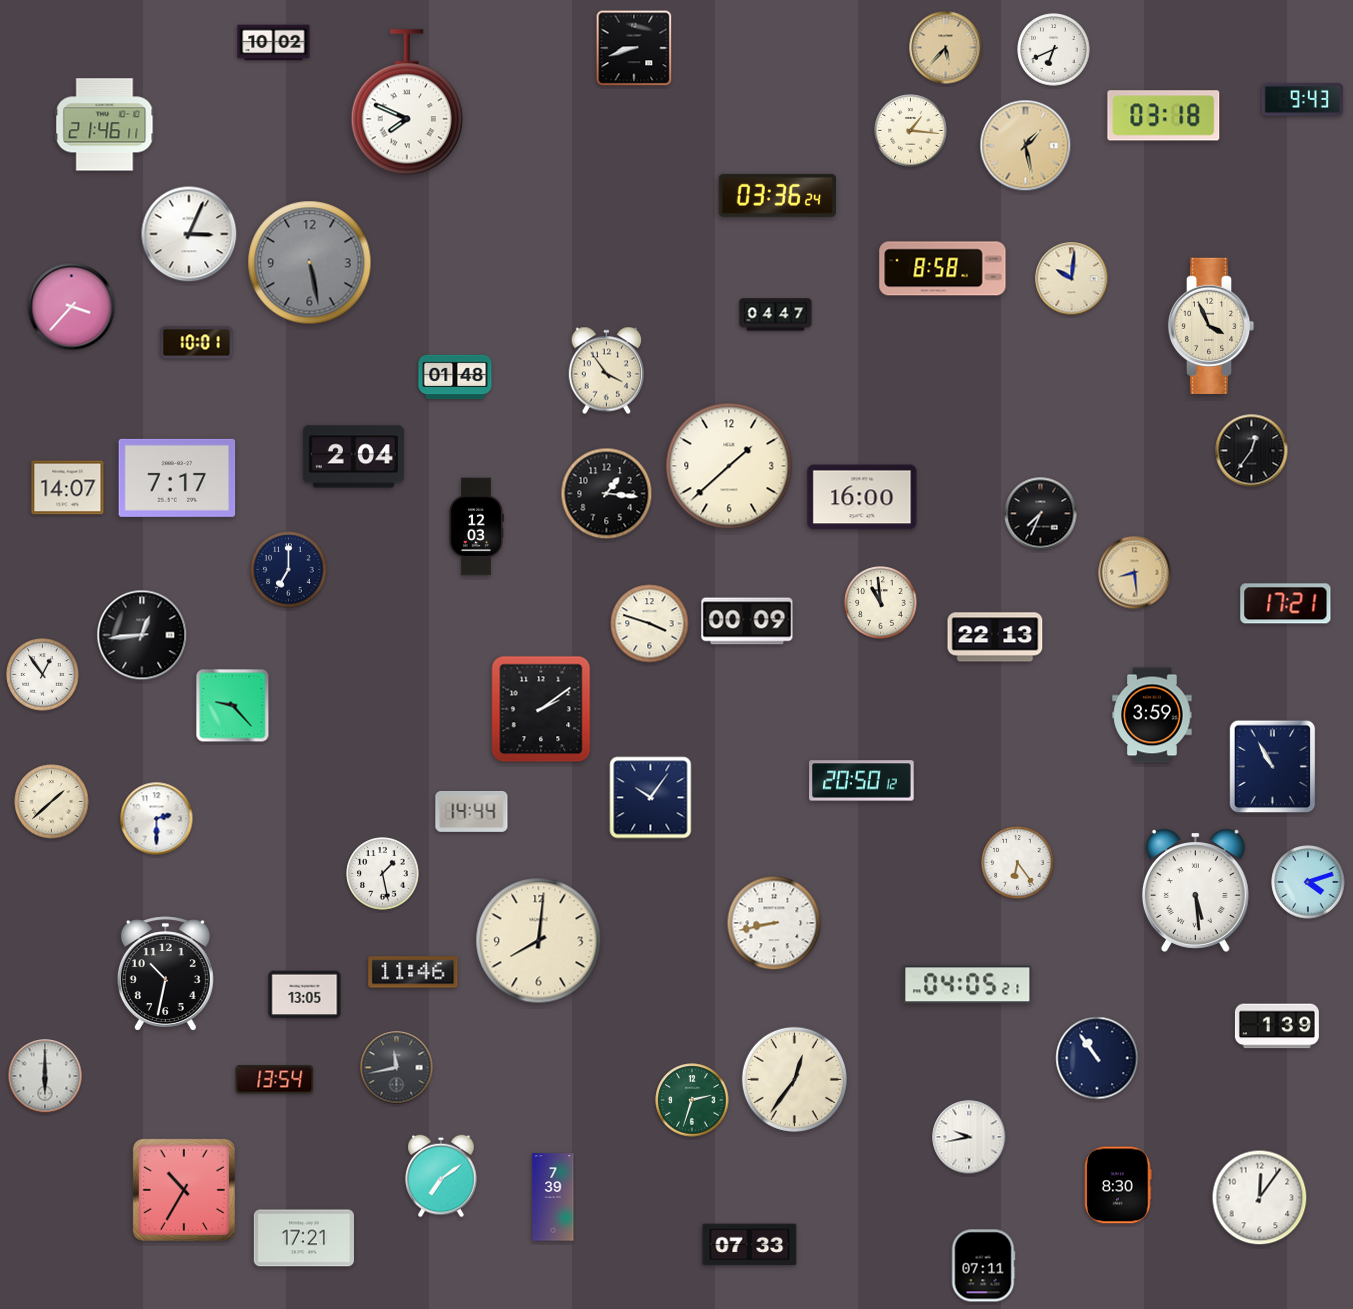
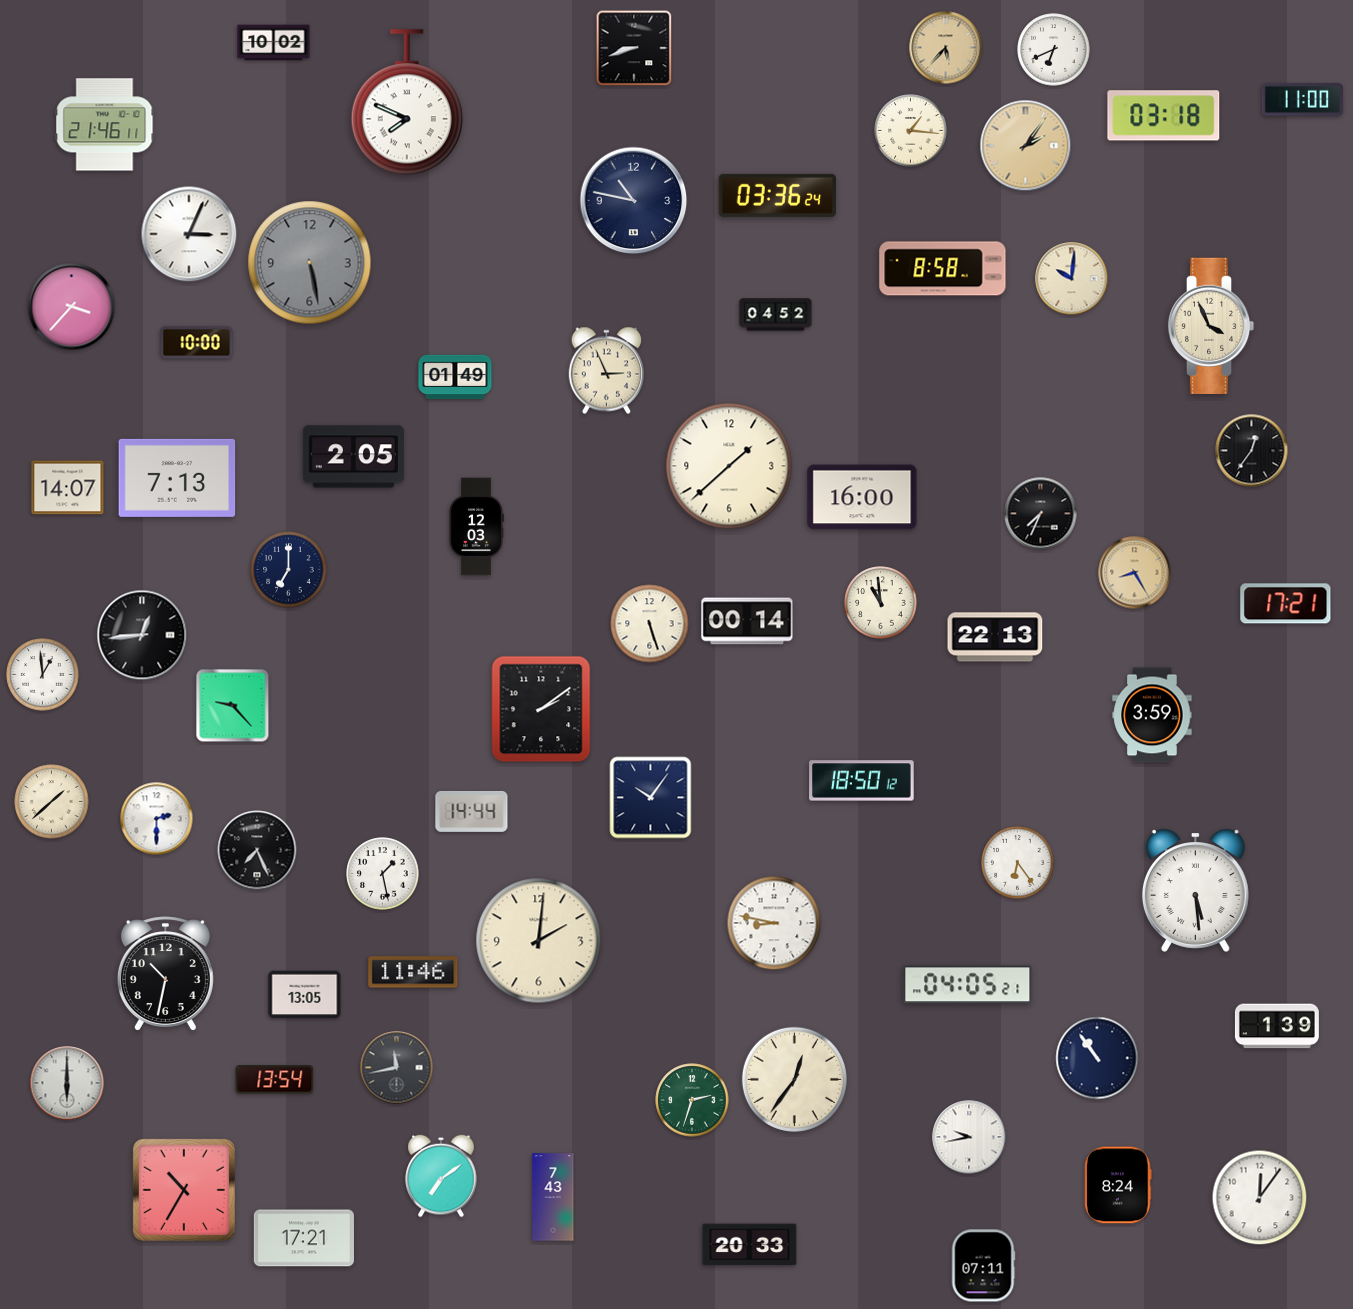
clock at (1302, 99): 9:43 -> 11:00
clock at (1026, 146): 1:28 -> 2:06
clock at (634, 201): none -> 10:47
clock at (776, 315): 04:47 -> 04:52
clock at (197, 343): 10:01 -> 10:00
clock at (607, 371): 3:54 -> 2:56
clock at (455, 377): 01:48 -> 01:49
clock at (353, 457): 2:04 -> 2:05
clock at (177, 478): 7:17 -> 7:13
clock at (607, 494): 1:16 -> none
clock at (1135, 573): 8:29 -> 8:25
clock at (747, 621): 00:09 -> 00:14
clock at (650, 624): 3:48 -> 5:27
clock at (43, 675): 12:54 -> 12:59
clock at (1273, 767): 10:55 -> none
clock at (862, 781): 20:50 -> 18:50
clock at (257, 850): none -> 7:26
clock at (1308, 882): 4:12 -> none
clock at (774, 923): 8:43 -> 8:47
clock at (539, 941): 8:01 -> 2:01
clock at (45, 1076) position: (45, 1076) -> (67, 1083)
clock at (1118, 1185): 8:30 -> 8:24
clock at (553, 1197): 7:39 -> 7:43
clock at (750, 1245): 07:33 -> 20:33
